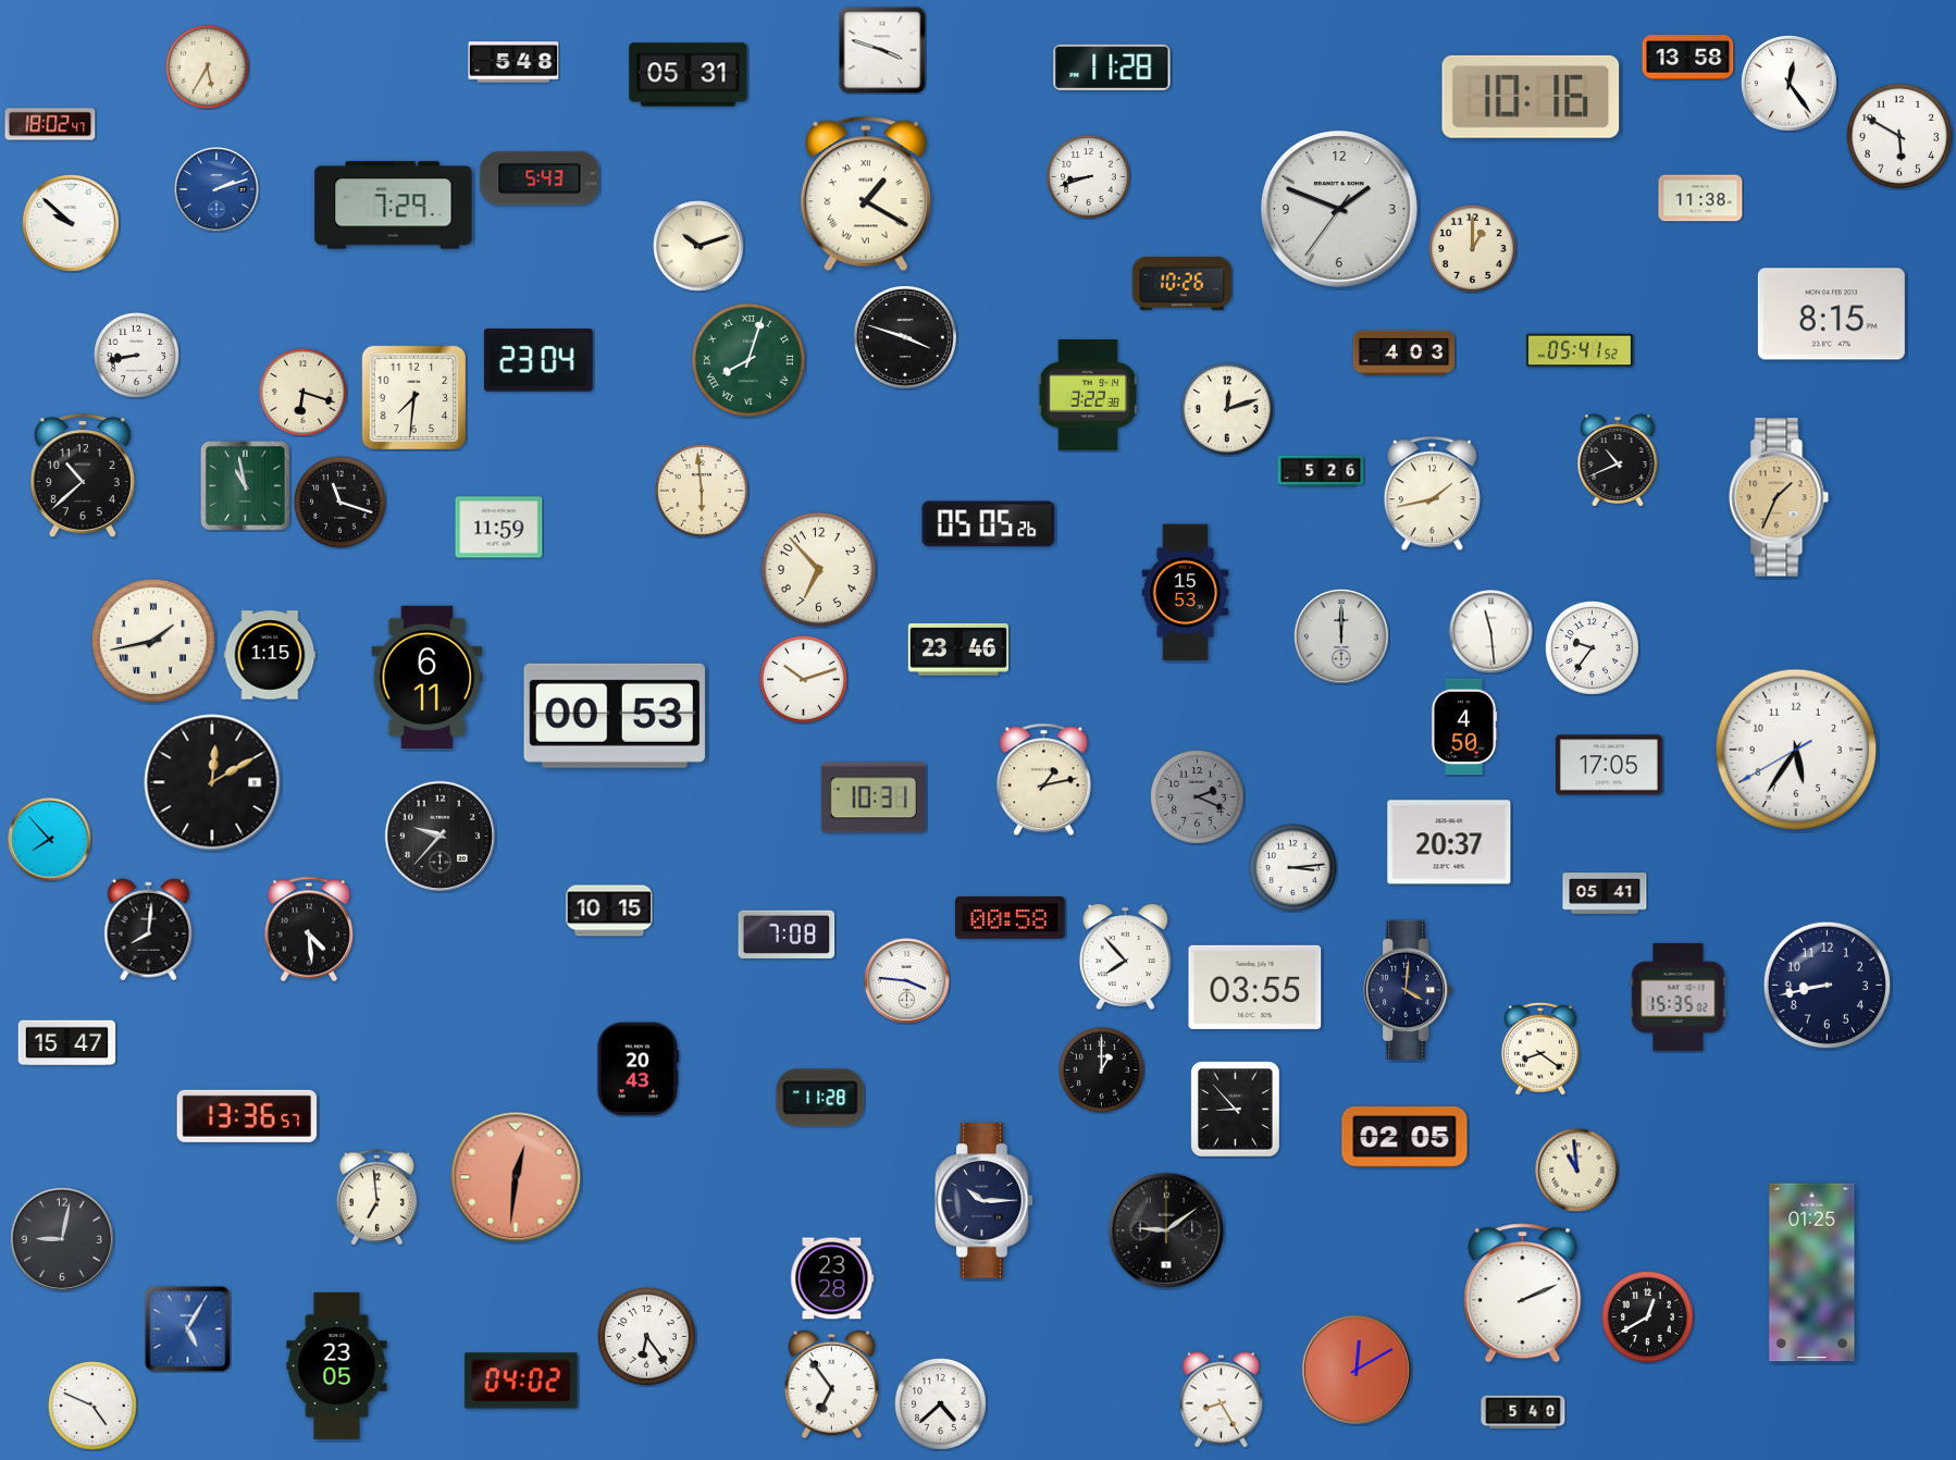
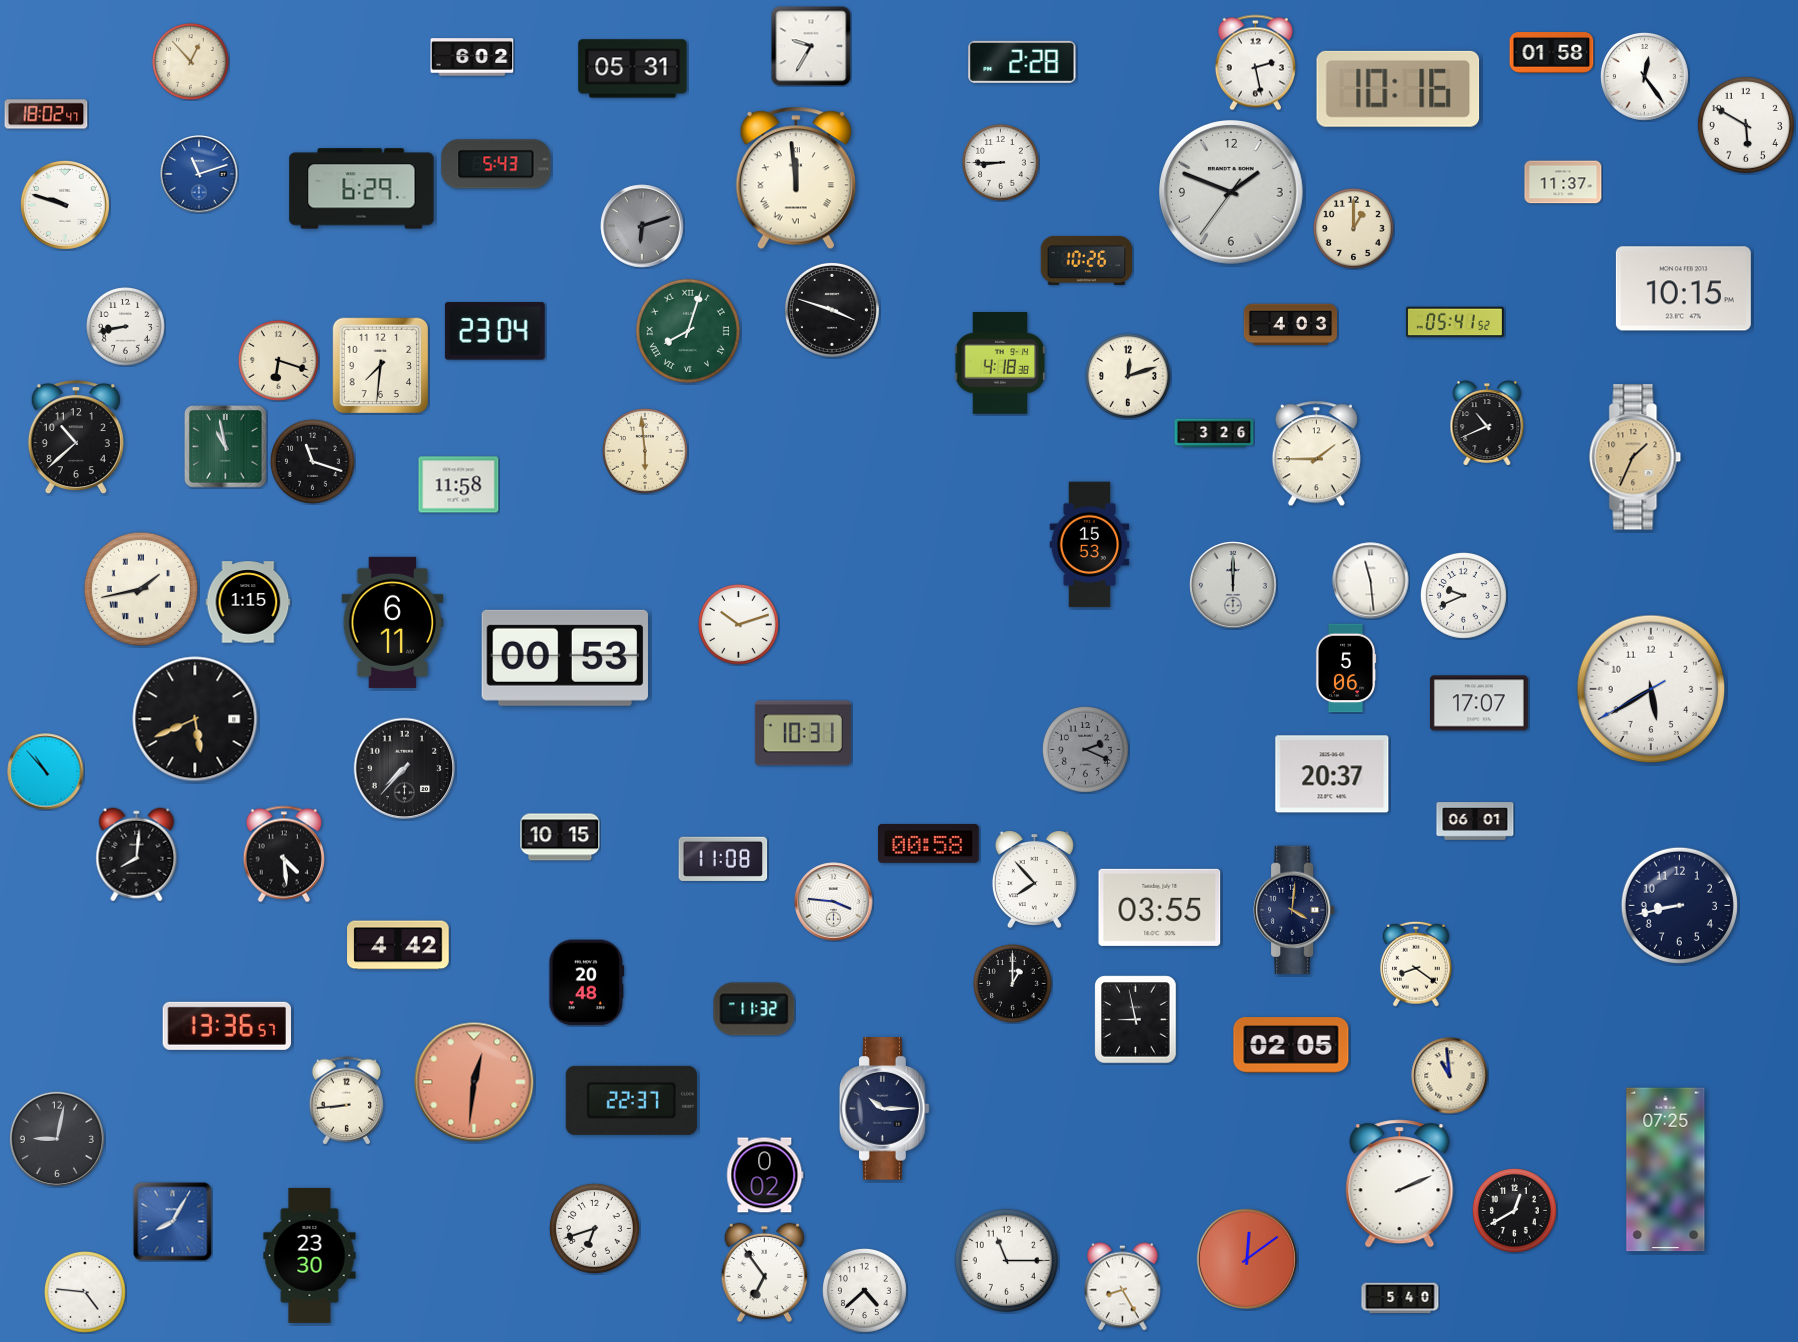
clock at (882, 50): 3:48 -> 9:35
clock at (1688, 58): 13:58 -> 01:58
clock at (513, 62): 5:48 -> 6:02
clock at (208, 67): 5:35 -> 12:53
clock at (1112, 67): 11:28 -> 2:28
clock at (1255, 63): none -> 2:28
clock at (1531, 97) position: (1531, 97) -> (1398, 89)
clock at (1089, 177): 8:42 -> 8:45
clock at (216, 189): 2:12 -> 11:12
clock at (866, 194): 1:20 -> 11:59
clock at (1700, 198): 11:38 -> 11:37
clock at (394, 206): 7:29 -> 6:29
clock at (71, 223): 9:52 -> 9:48
clock at (698, 246): 10:12 -> 6:12
clock at (698, 246) dial: cream -> grey
clock at (1831, 314): 8:15 -> 10:15
clock at (1580, 350) position: (1580, 350) -> (1455, 322)
clock at (1088, 395): 3:22 -> 4:18
clock at (1321, 471): 5:26 -> 3:26
clock at (1432, 494): 1:43 -> 1:45
clock at (989, 524): 05:05 -> none
clock at (499, 528): 11:59 -> 11:58
clock at (818, 569): 6:53 -> none
clock at (1592, 647): 9:36 -> 9:41
clock at (957, 649): 23:46 -> none
clock at (1464, 727): 4:50 -> 5:06
clock at (1796, 750): 5:35 -> 5:39
clock at (1609, 765): 17:05 -> 17:07
clock at (1043, 780): 1:13 -> none
clock at (212, 782): 12:10 -> 5:41
clock at (1197, 796) position: (1197, 796) -> (1085, 749)
clock at (441, 837): 9:37 -> 7:37
clock at (50, 840): 7:53 -> 10:53
clock at (1293, 868): 3:14 -> none
clock at (1605, 893): 05:41 -> 06:01
clock at (787, 935): 7:08 -> 11:08
clock at (1255, 987) position: (1255, 987) -> (1160, 907)
clock at (1679, 997): 15:35 -> none
clock at (398, 945): none -> 4:42
clock at (67, 1043): 15:47 -> none
clock at (639, 1069): 20:43 -> 20:48
clock at (820, 1098): 11:28 -> 11:32
clock at (1236, 1110): 8:53 -> 8:58
clock at (631, 1100): none -> 22:37
clock at (377, 1198): 6:59 -> 8:44
clock at (985, 1201) position: (985, 1201) -> (885, 1109)
clock at (1166, 1230): 9:09 -> none
clock at (1812, 1273): 01:25 -> 07:25
clock at (832, 1278): 23:28 -> 0:02
clock at (1523, 1294) position: (1523, 1294) -> (1400, 1184)
clock at (187, 1328): 5:05 -> 8:05
clock at (646, 1336): 6:24 -> 6:42
clock at (337, 1365): 23:05 -> 23:30
clock at (1355, 1369): 12:10 -> 12:09
clock at (1006, 1260): none -> 11:15
clock at (521, 1381): 04:02 -> none
clock at (94, 1407): 4:49 -> 4:46
